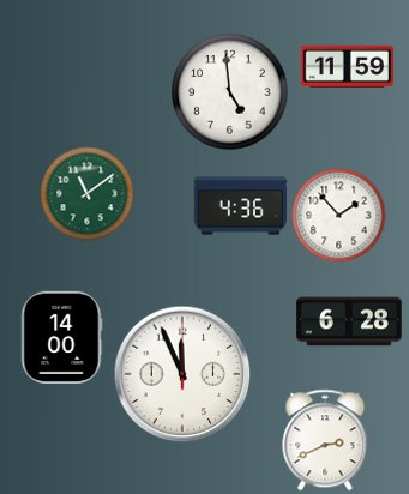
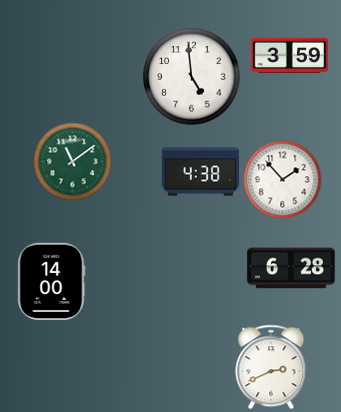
clock at (347, 66): 11:59 -> 3:59
clock at (240, 206): 4:36 -> 4:38
clock at (182, 374): 11:56 -> none
